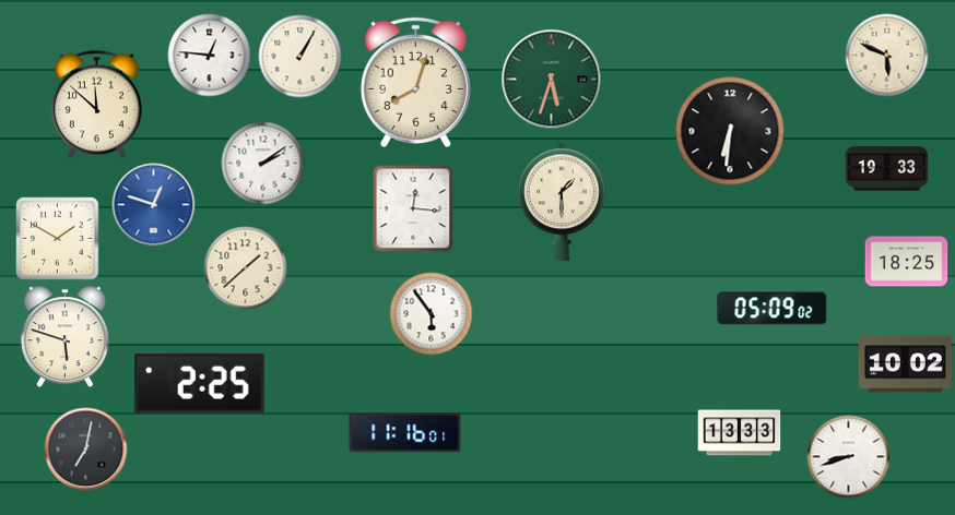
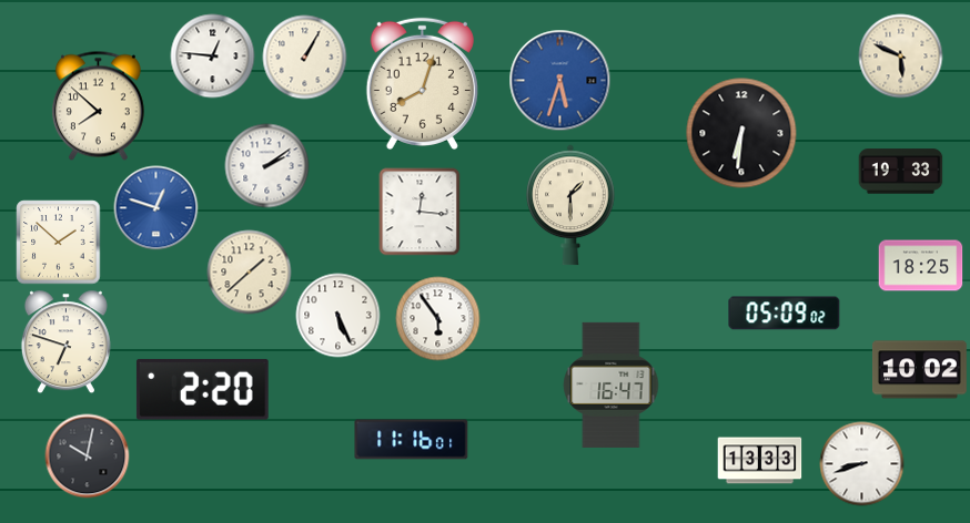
clock at (552, 80) dial: green -> blue
clock at (96, 105): 11:52 -> 7:52
clock at (58, 239): 1:50 -> 1:52
clock at (339, 316): none -> 5:26
clock at (64, 337): 5:48 -> 6:48
clock at (612, 384): none -> 16:47
clock at (199, 384): 2:25 -> 2:20
clock at (740, 433) position: (740, 433) -> (760, 461)
clock at (86, 450): 7:02 -> 10:02
